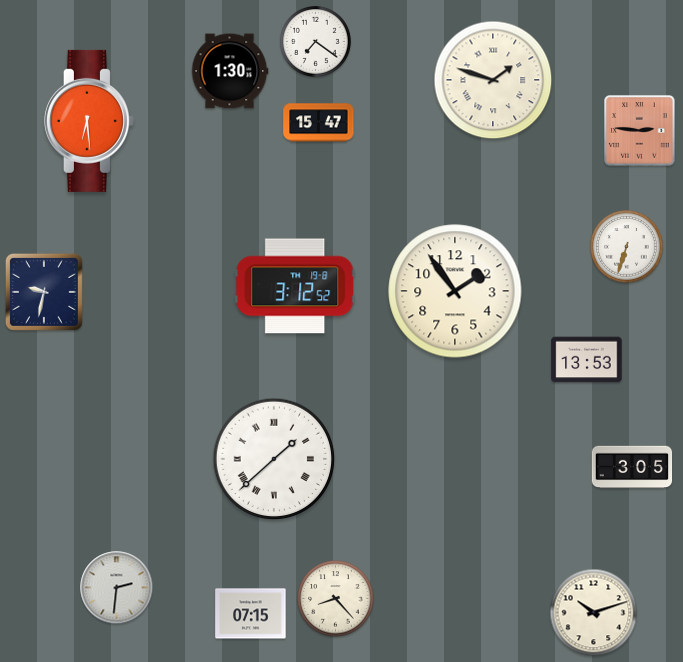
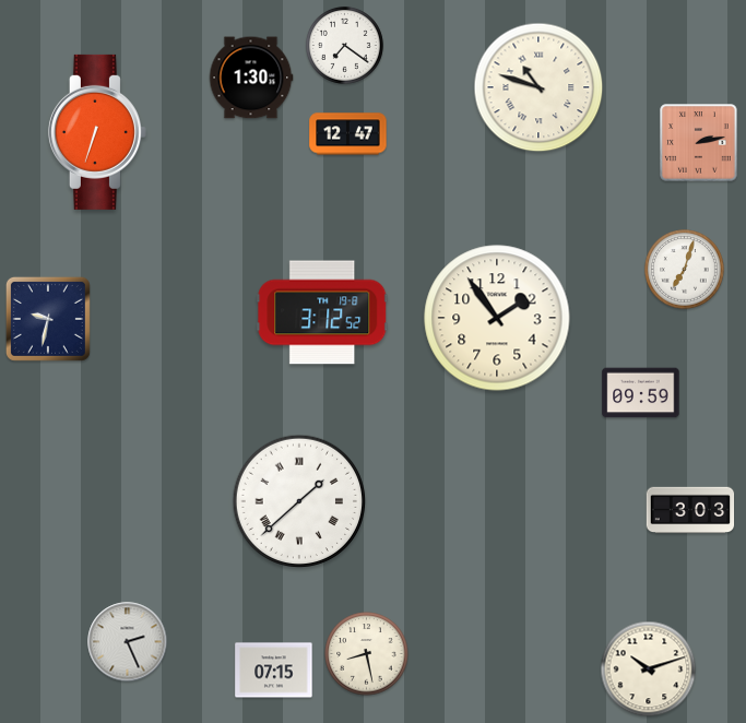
clock at (493, 80): 1:48 -> 10:48
clock at (89, 121): 6:29 -> 6:33
clock at (319, 123): 15:47 -> 12:47
clock at (640, 131): 2:46 -> 2:13
clock at (627, 247): 6:33 -> 7:03
clock at (587, 360): 13:53 -> 09:59
clock at (632, 467): 3:05 -> 3:03
clock at (117, 588): 2:31 -> 2:26
clock at (336, 599): 8:23 -> 8:28
